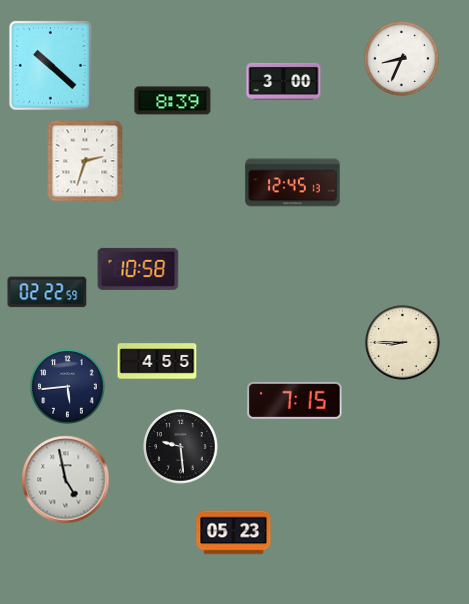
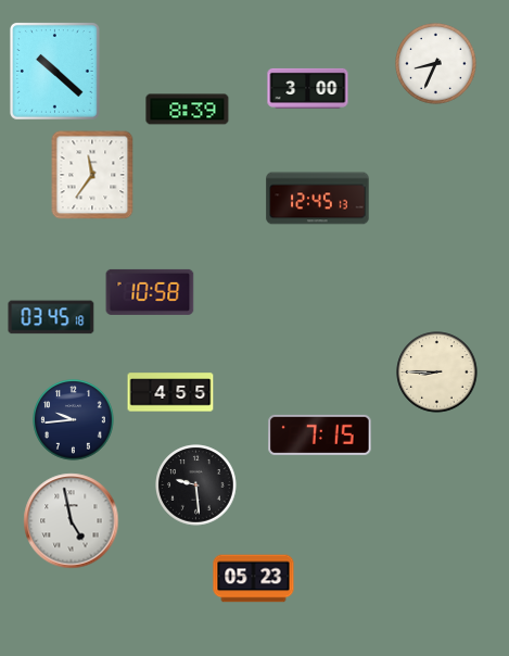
clock at (85, 161): 2:33 -> 11:36
clock at (47, 292): 02:22 -> 03:45
clock at (68, 387): 5:44 -> 9:44
